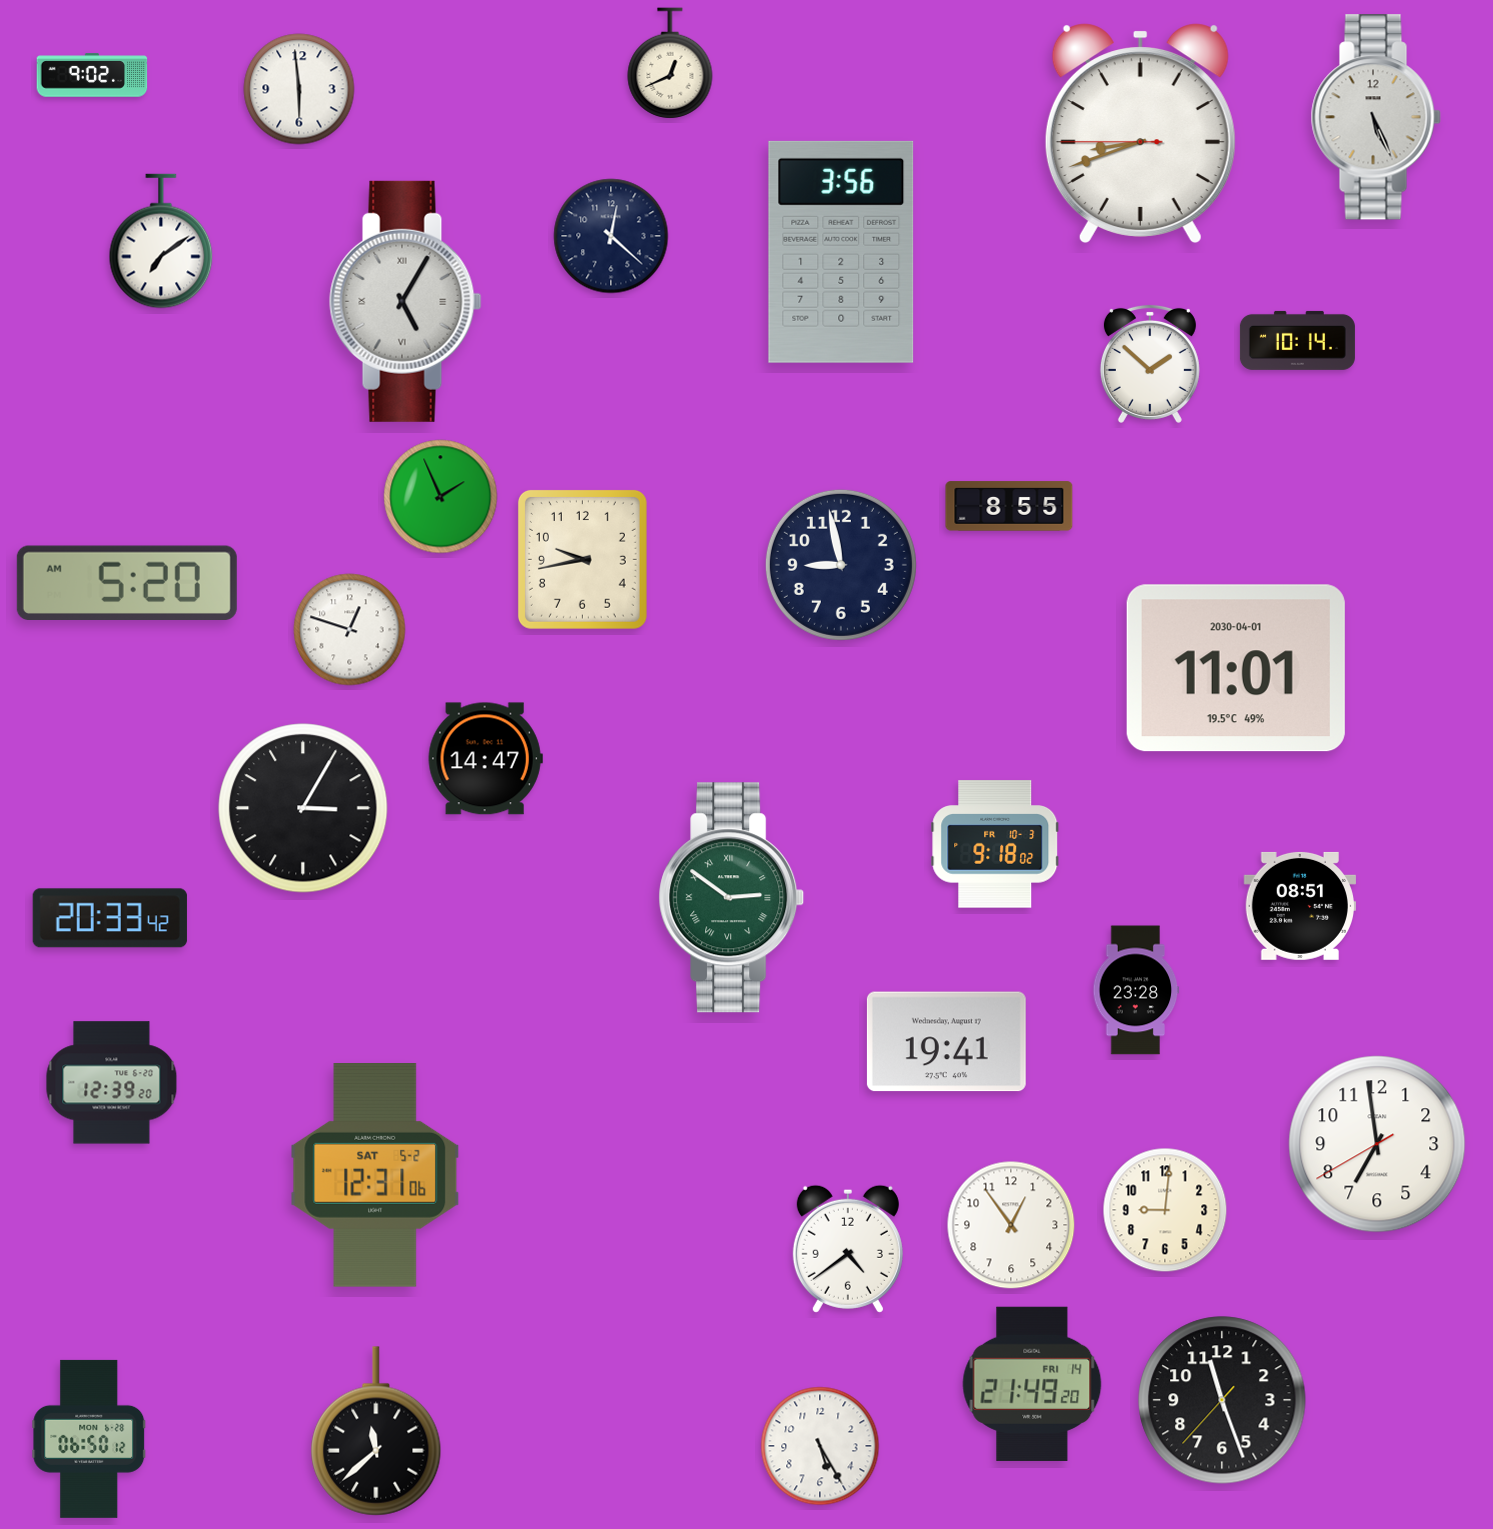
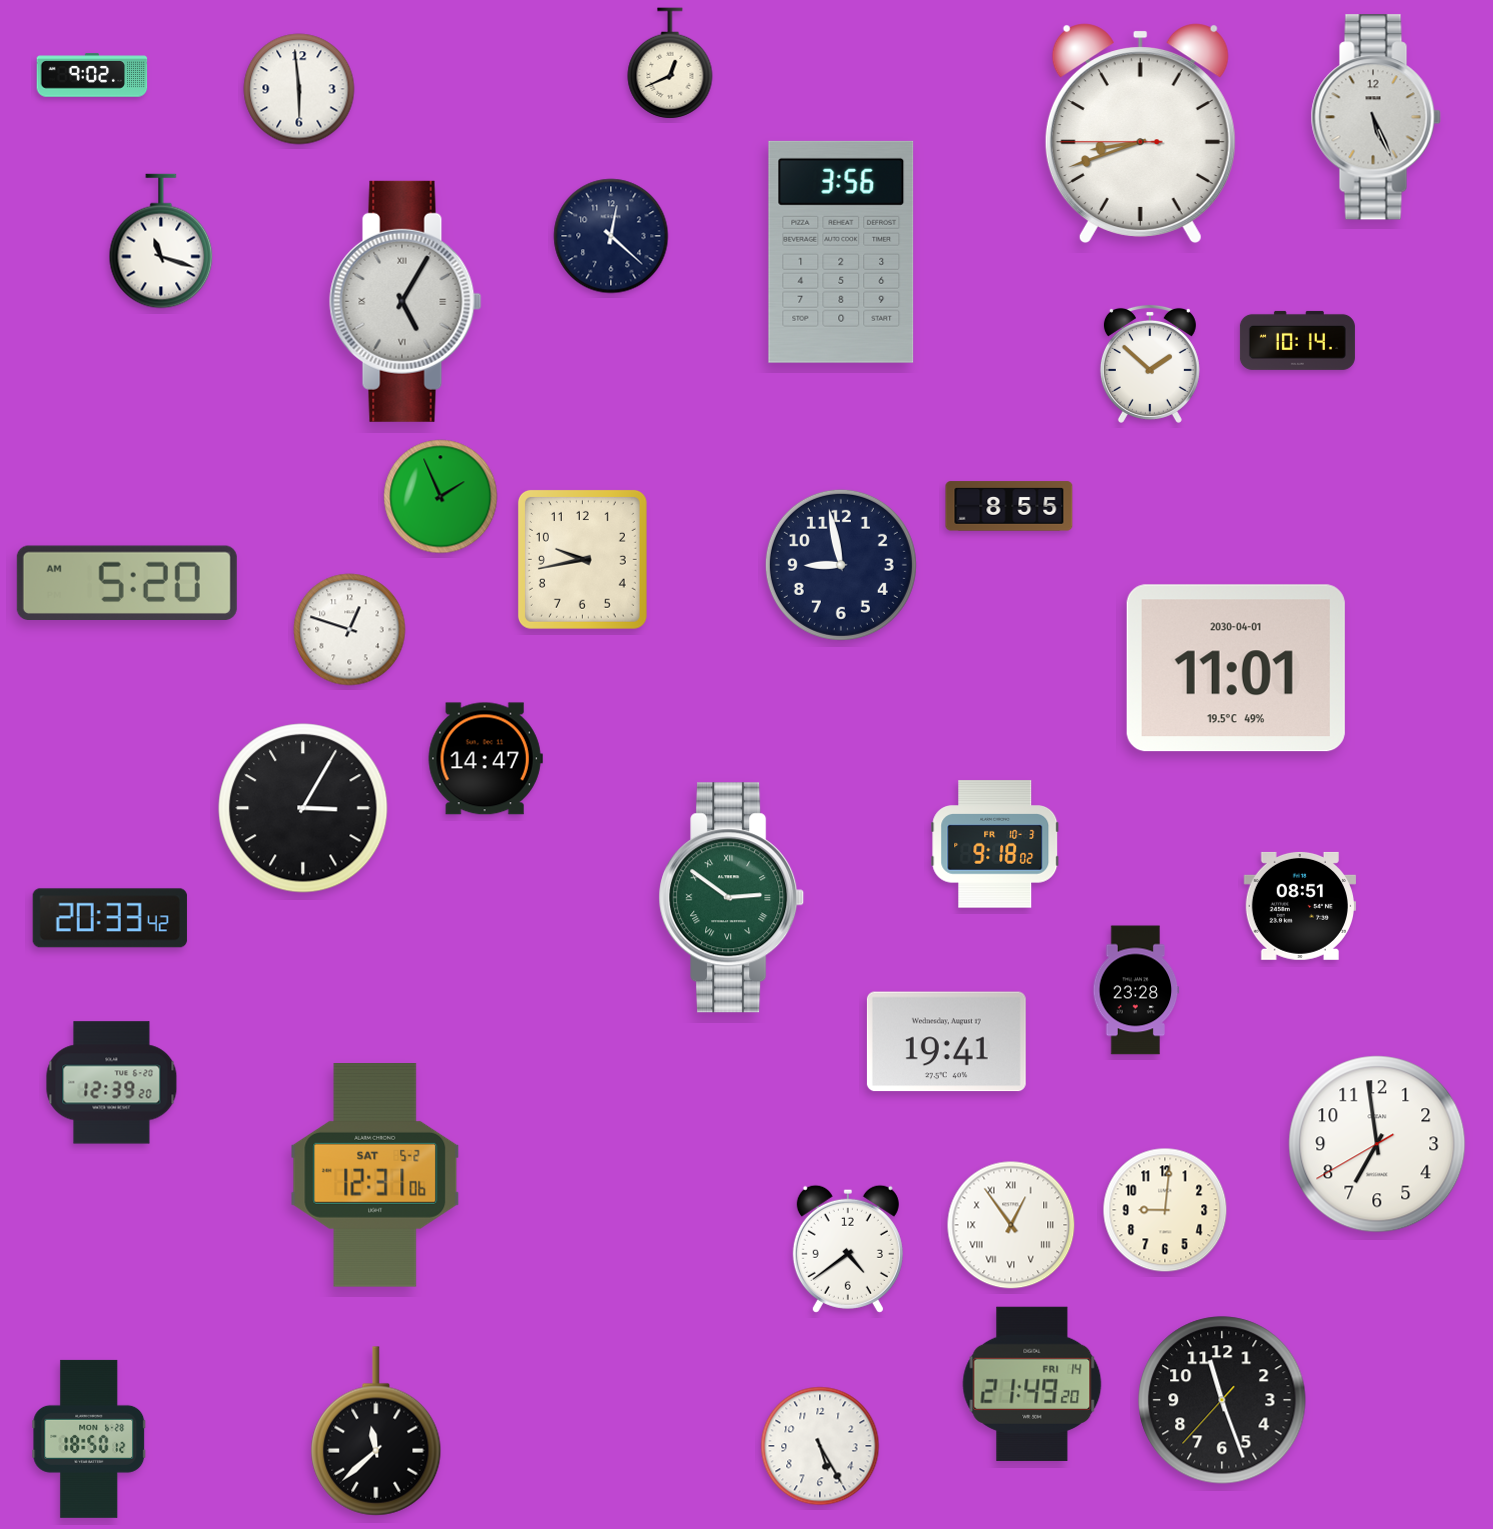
clock at (161, 241): 7:09 -> 11:18
clock at (1011, 1225) numerals: Arabic -> Roman
clock at (89, 1439): 06:50 -> 18:50
